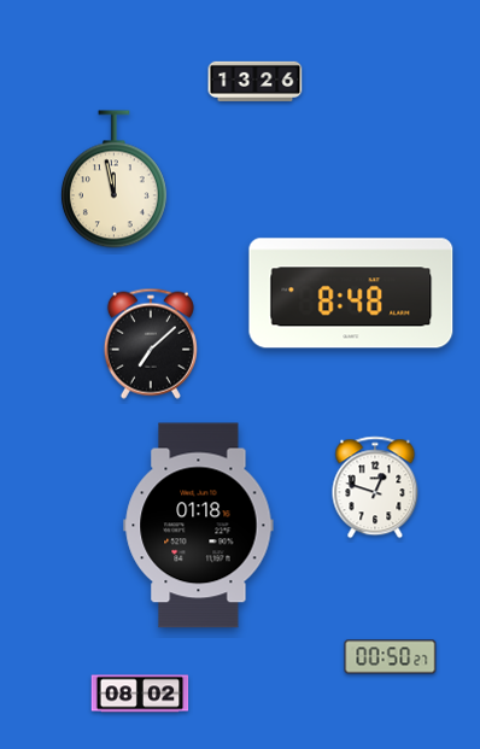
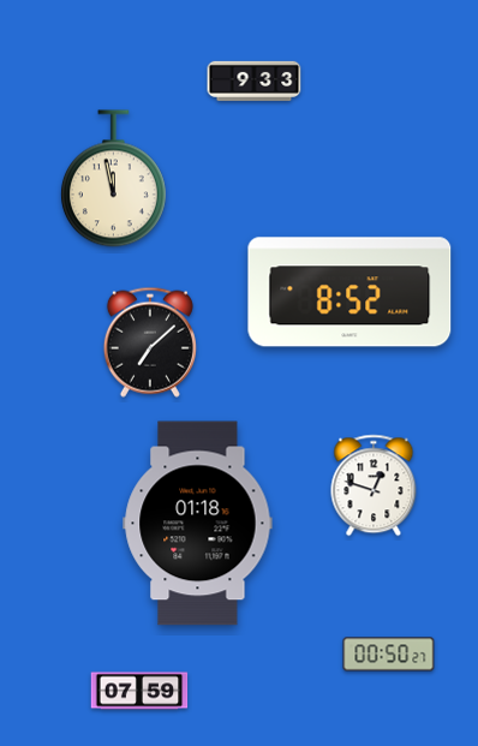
clock at (256, 81): 13:26 -> 9:33
clock at (351, 293): 8:48 -> 8:52
clock at (140, 694): 08:02 -> 07:59
